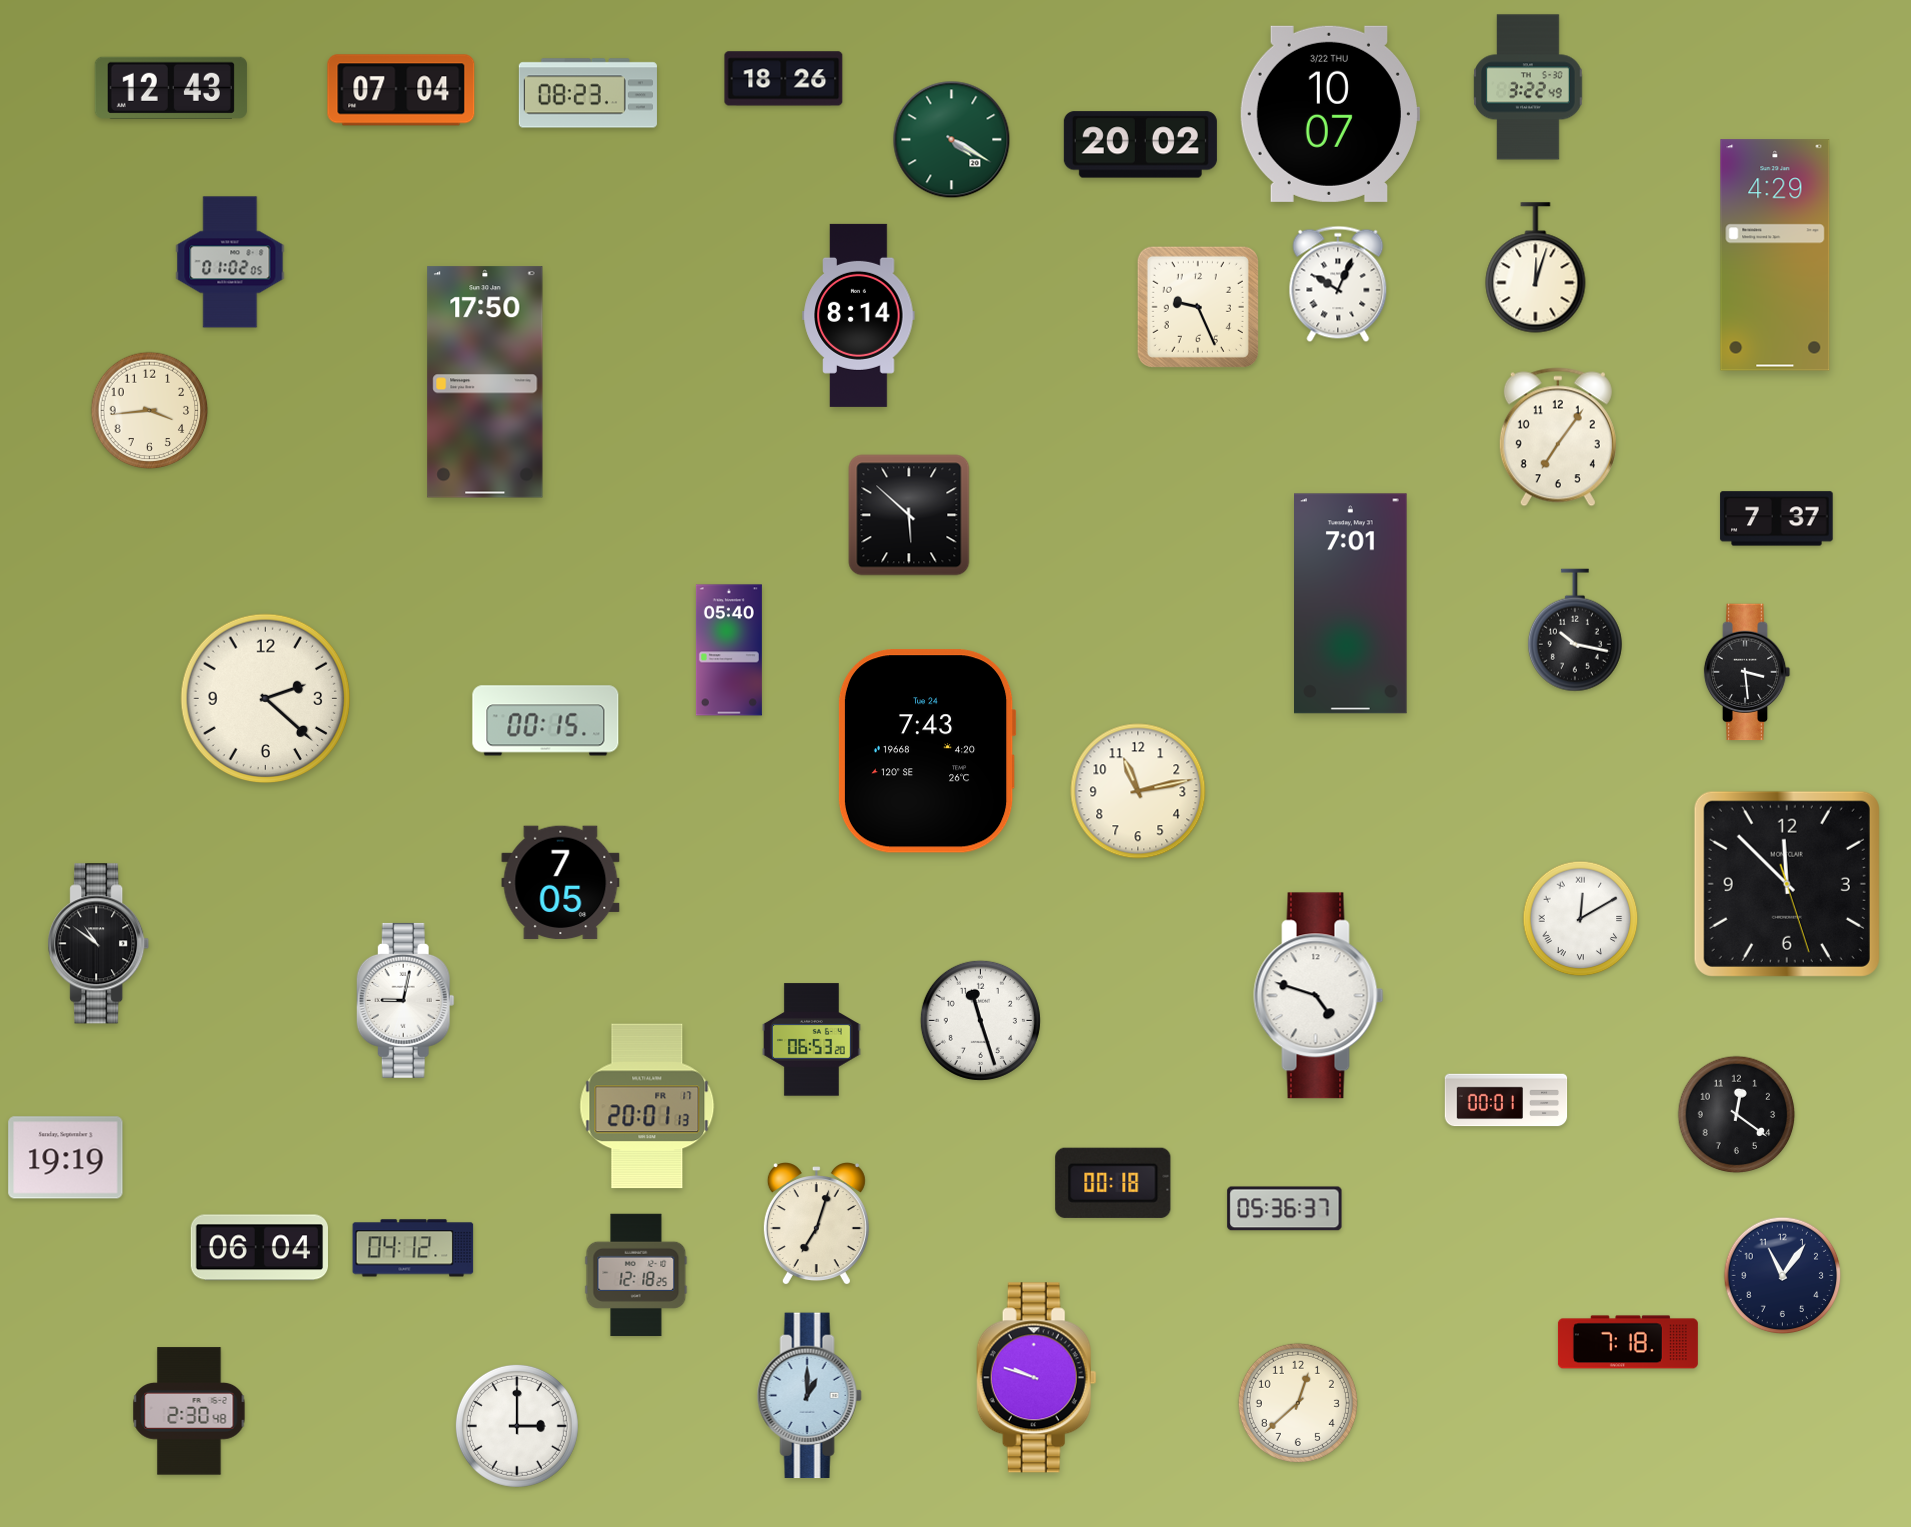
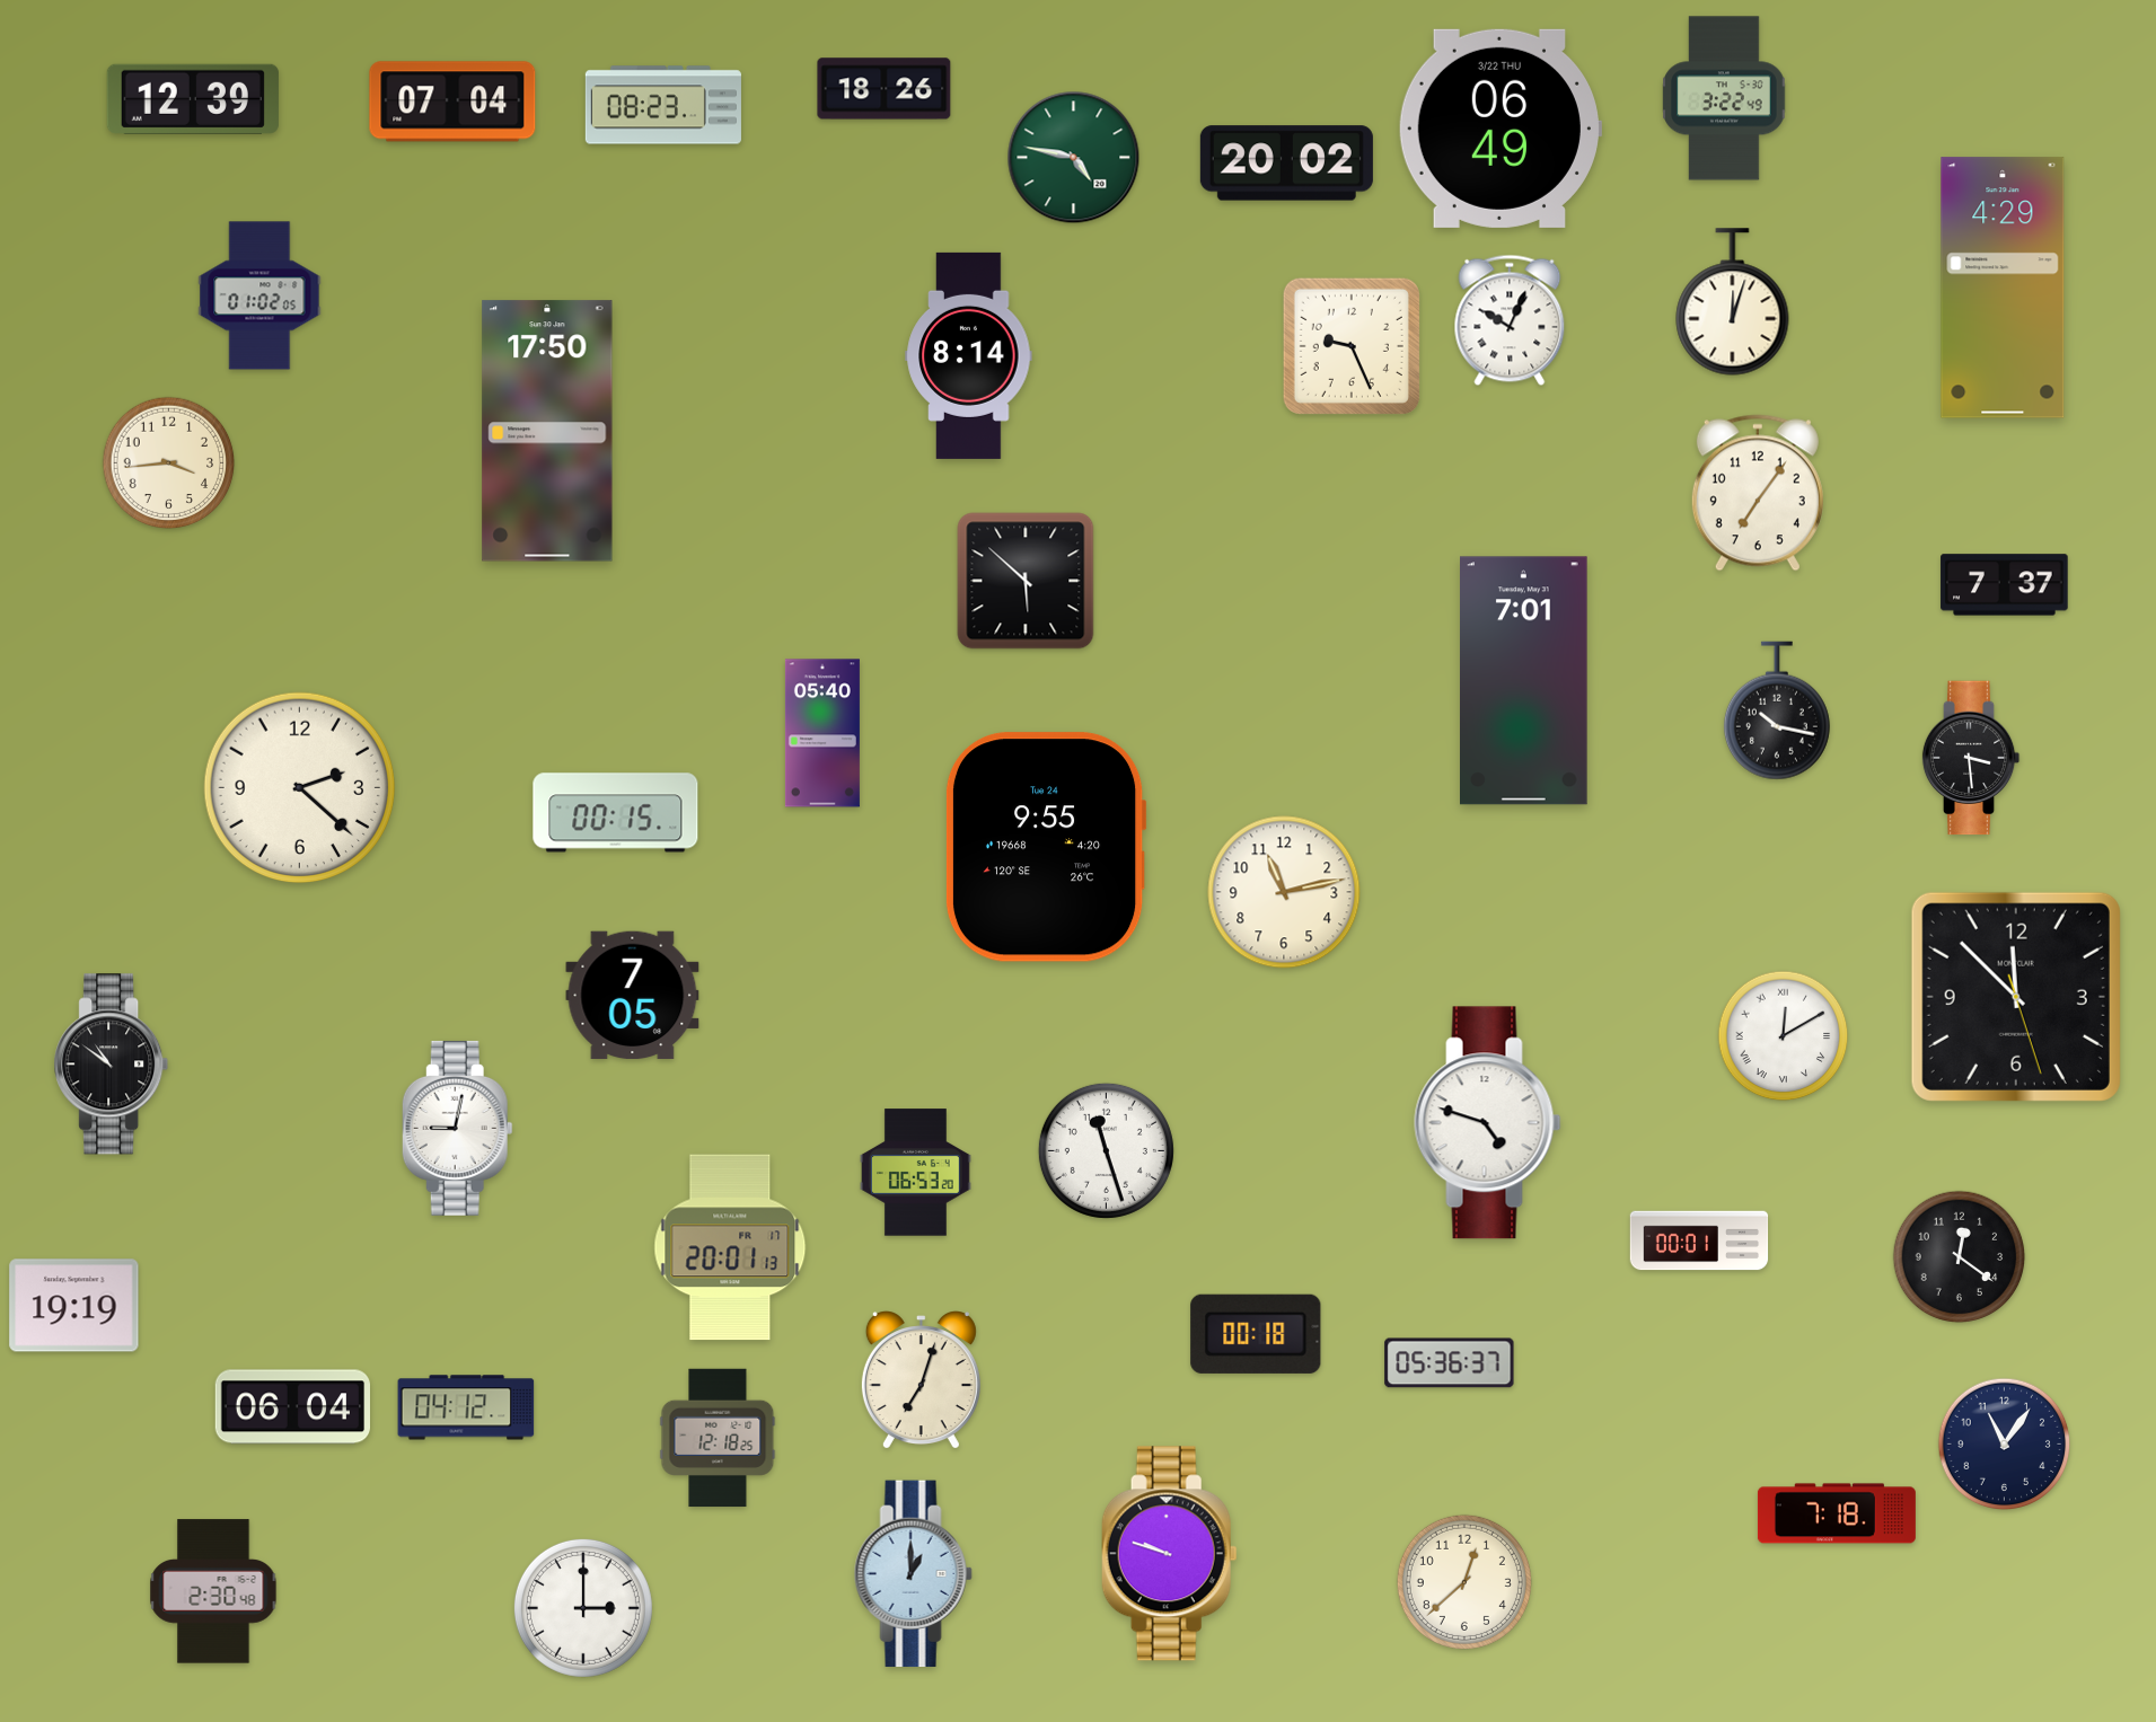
clock at (171, 88): 12:43 -> 12:39
clock at (1329, 114): 10:07 -> 06:49
clock at (952, 140): 4:20 -> 4:47
clock at (927, 751): 7:43 -> 9:55
clock at (1783, 1276) position: (1783, 1276) -> (2005, 1445)
